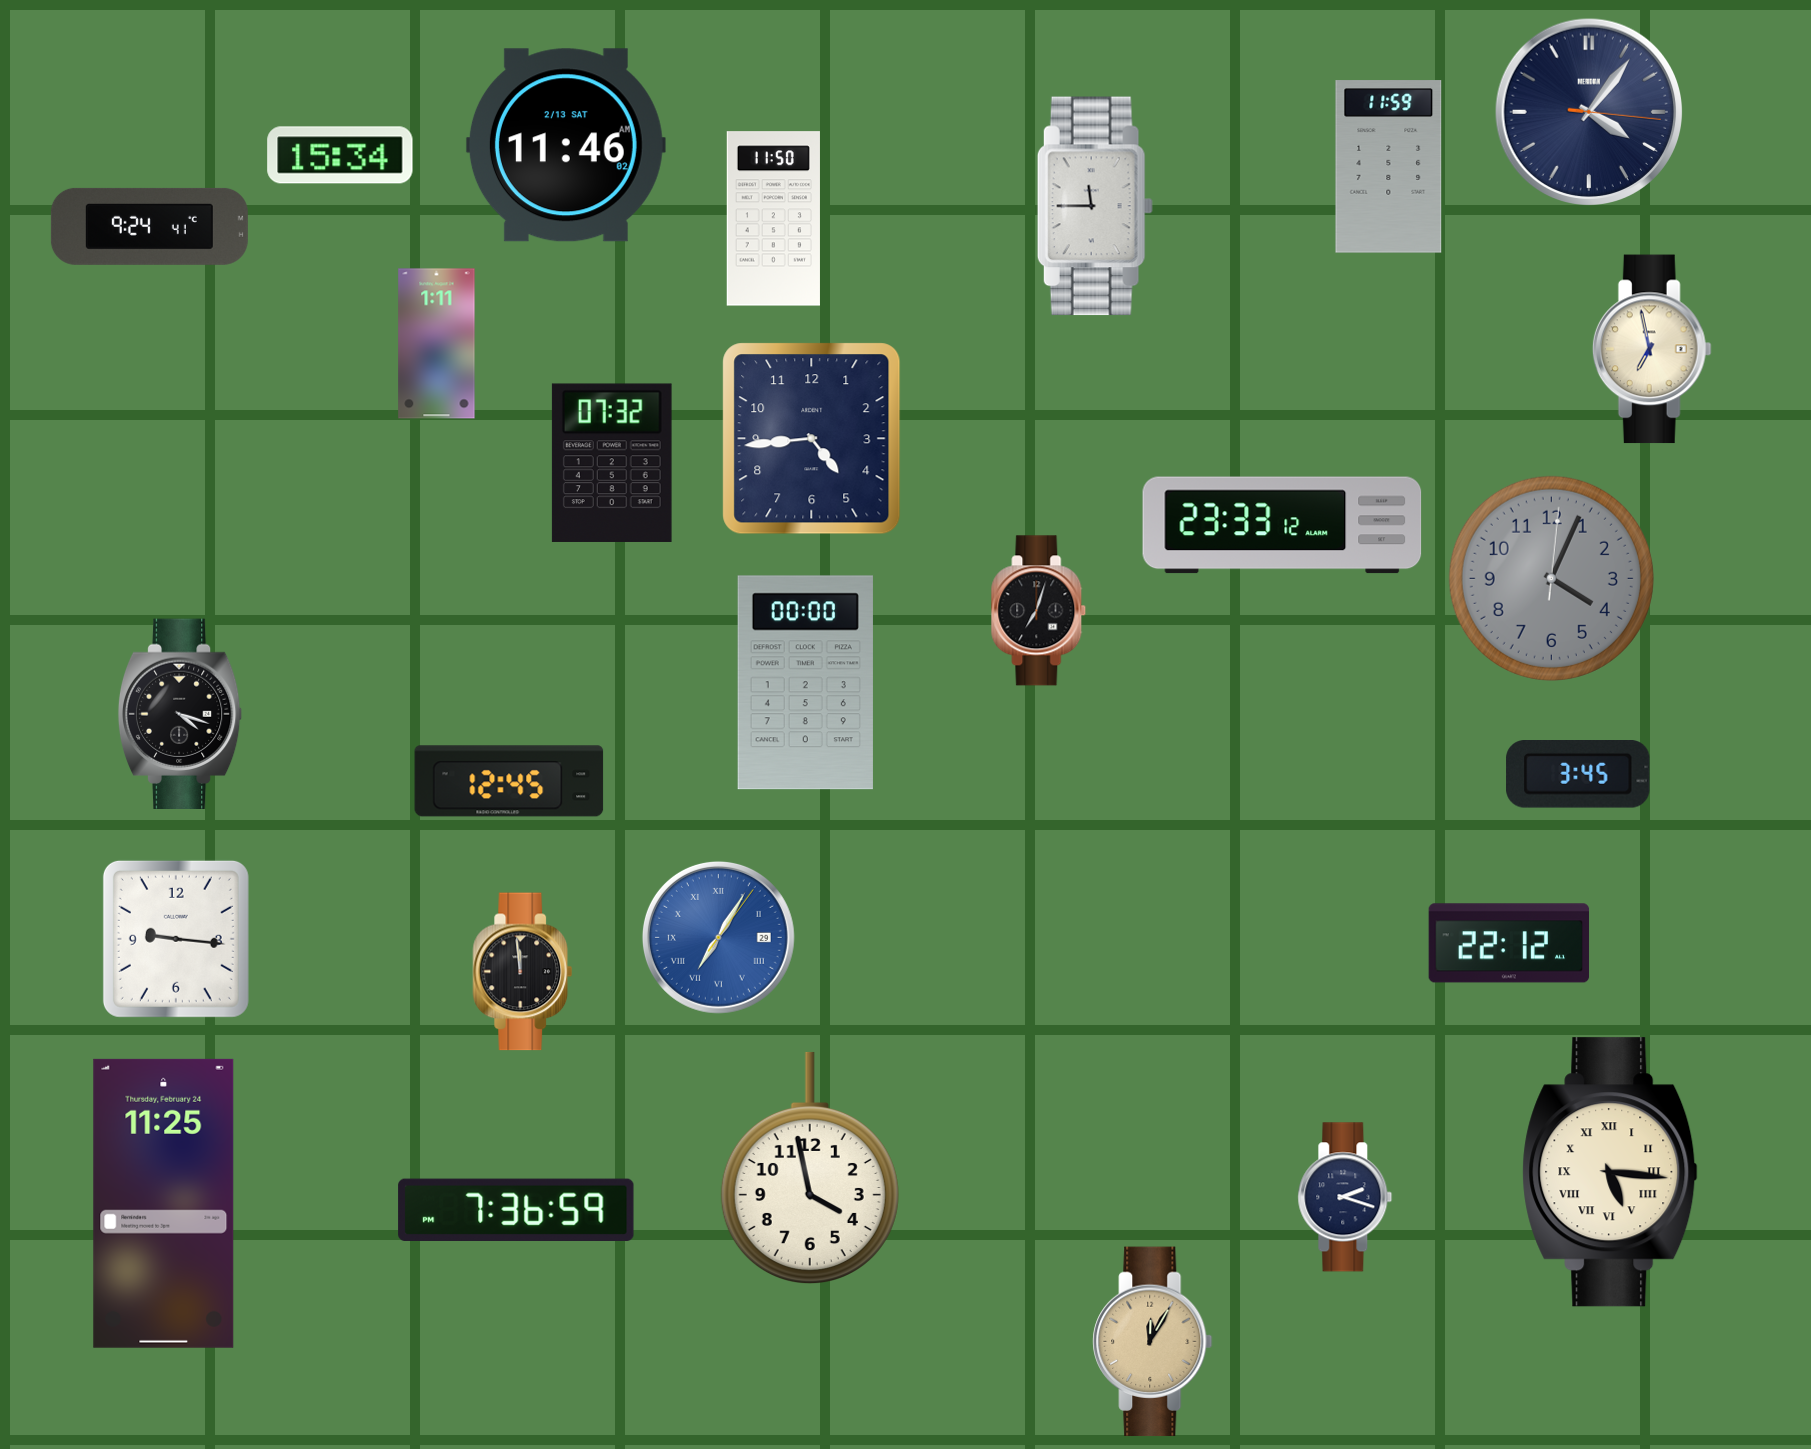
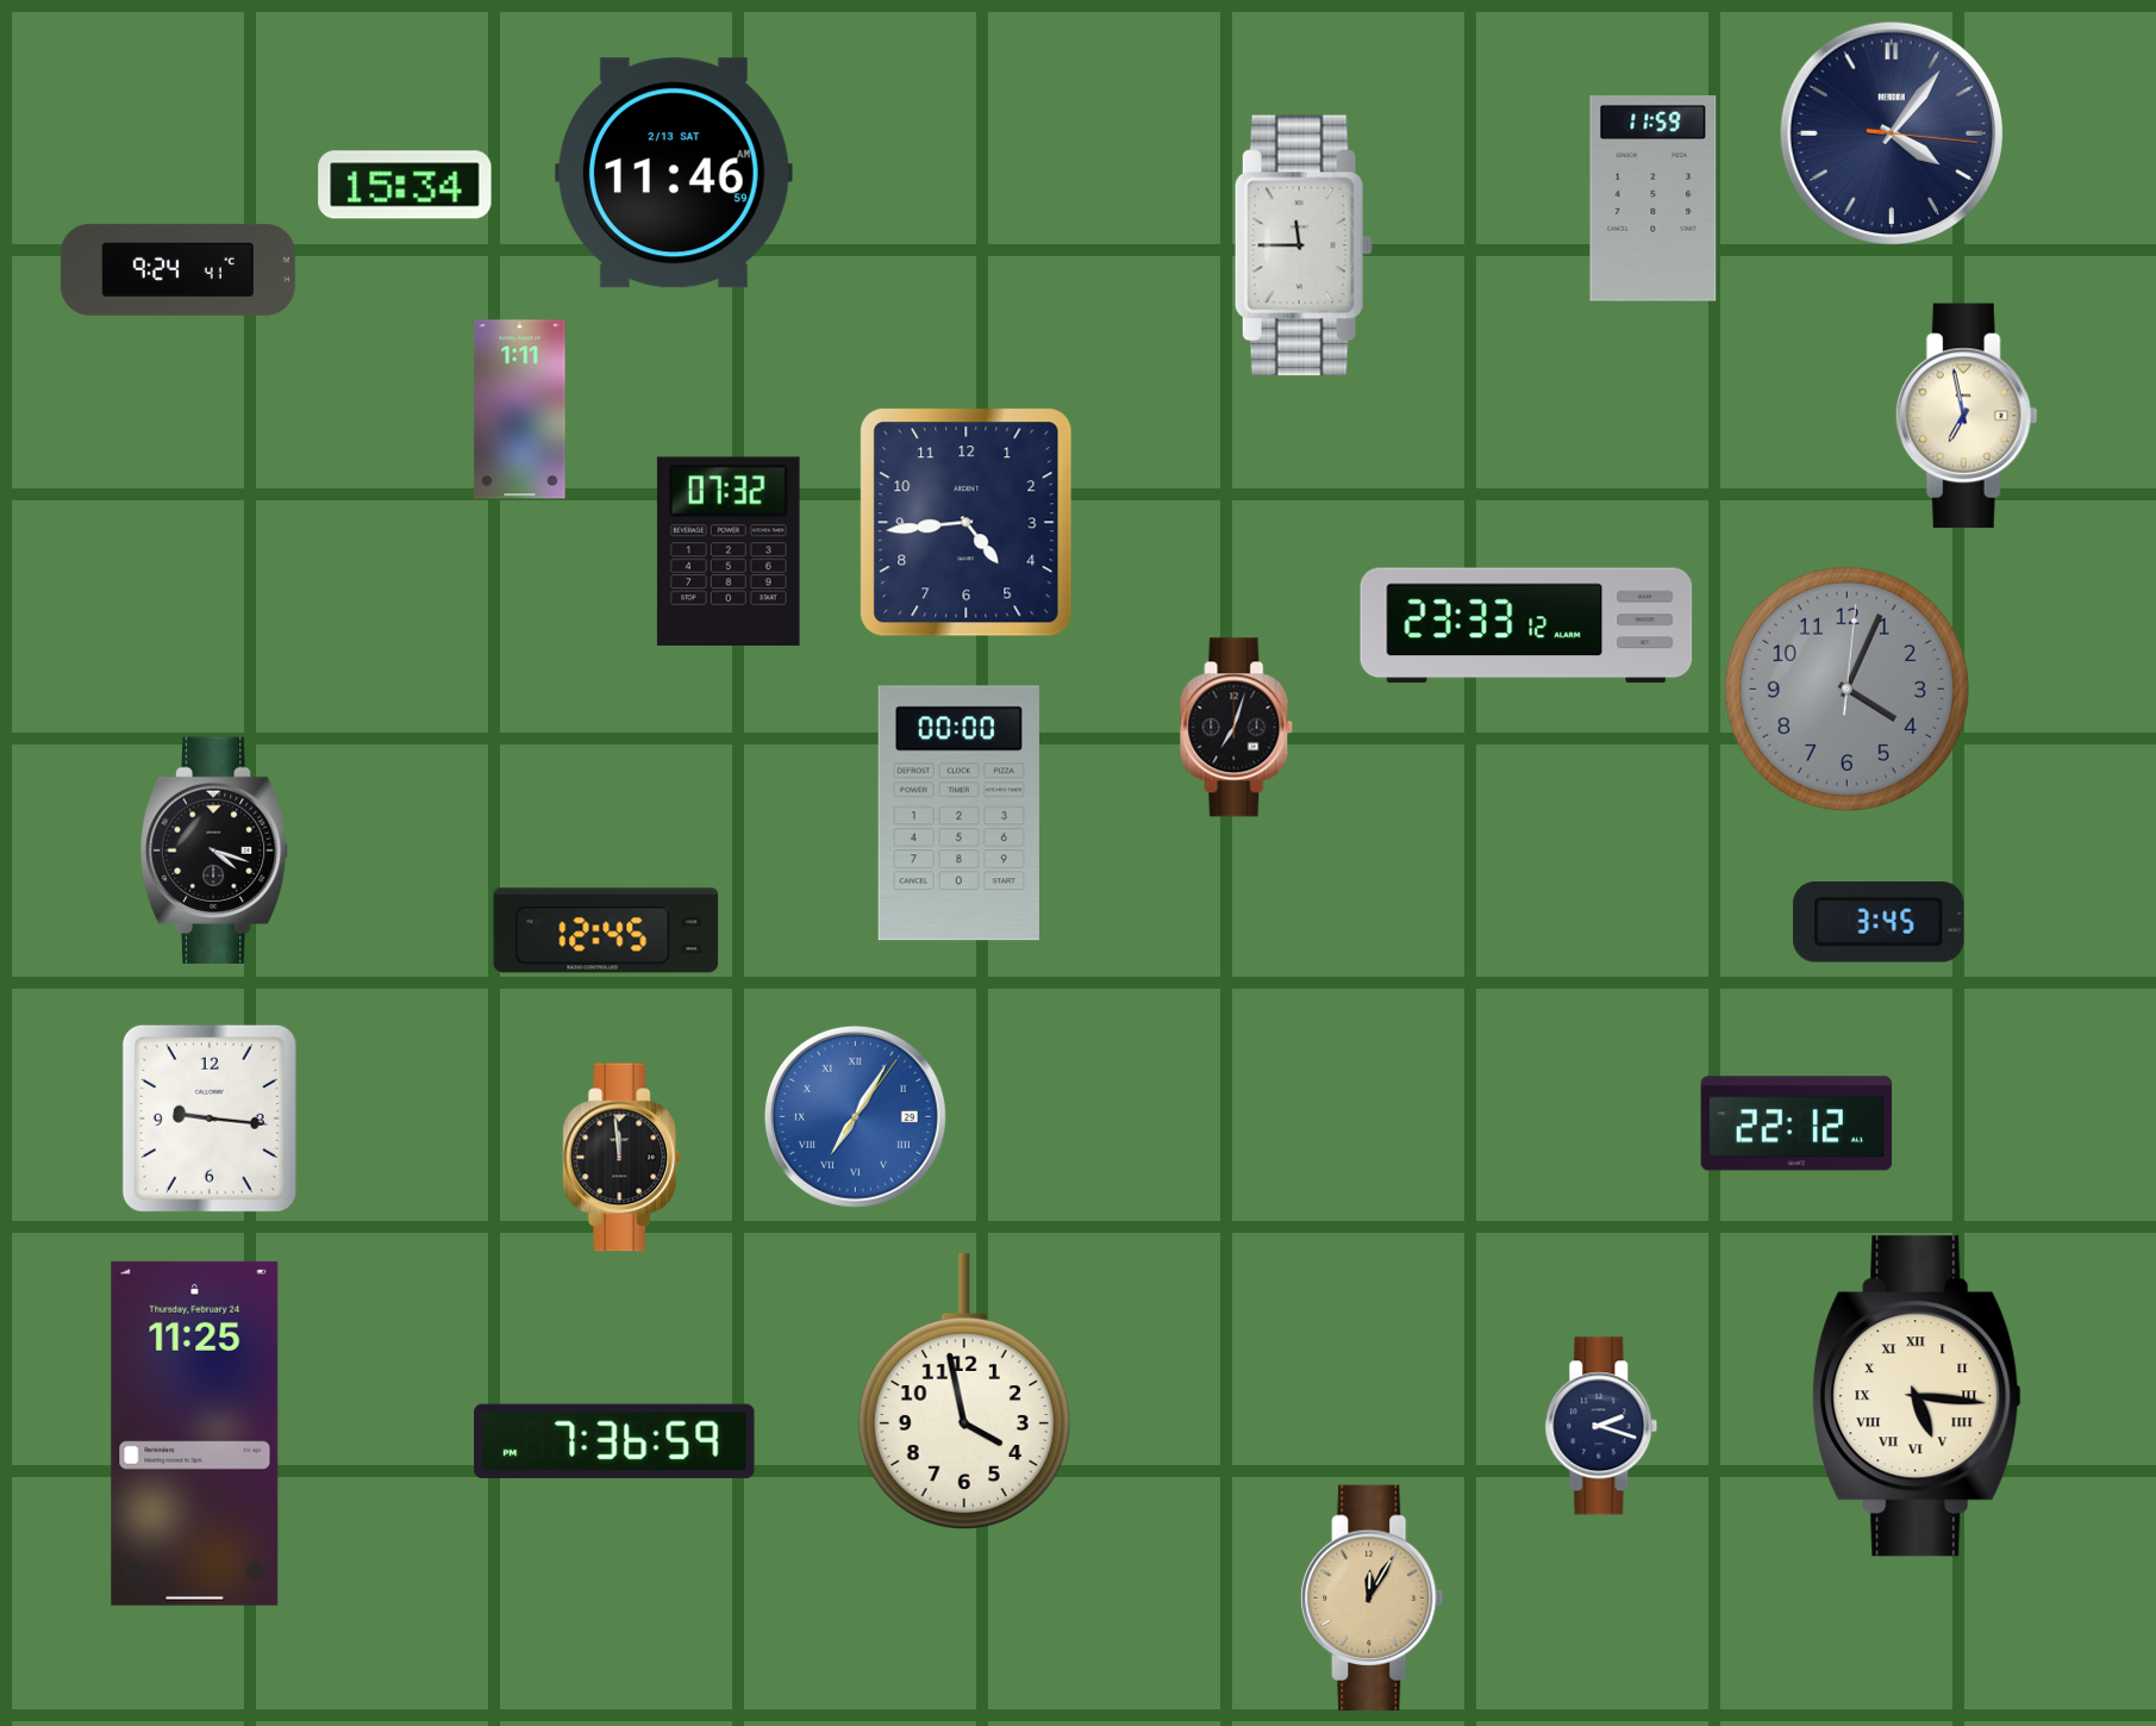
clock at (566, 145): 11:46:02 AM -> 11:46:59 AM
clock at (773, 219): 11:50 -> none
